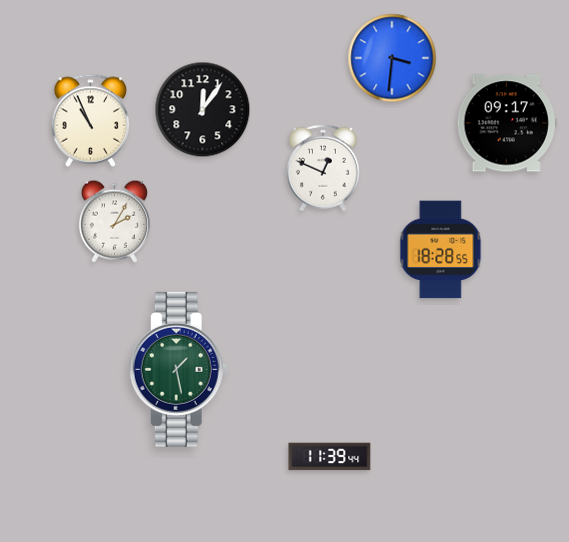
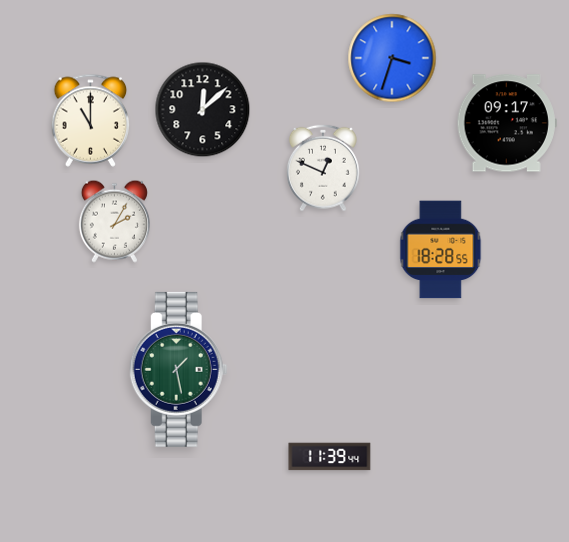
clock at (392, 58): 3:31 -> 3:33
clock at (203, 110): 12:06 -> 12:08
clock at (91, 120): 10:56 -> 11:00
